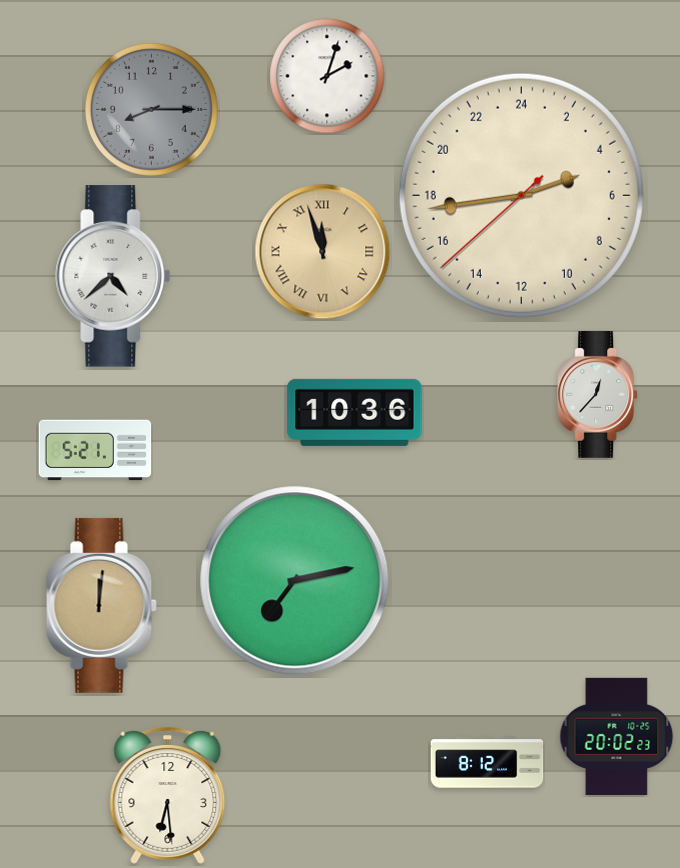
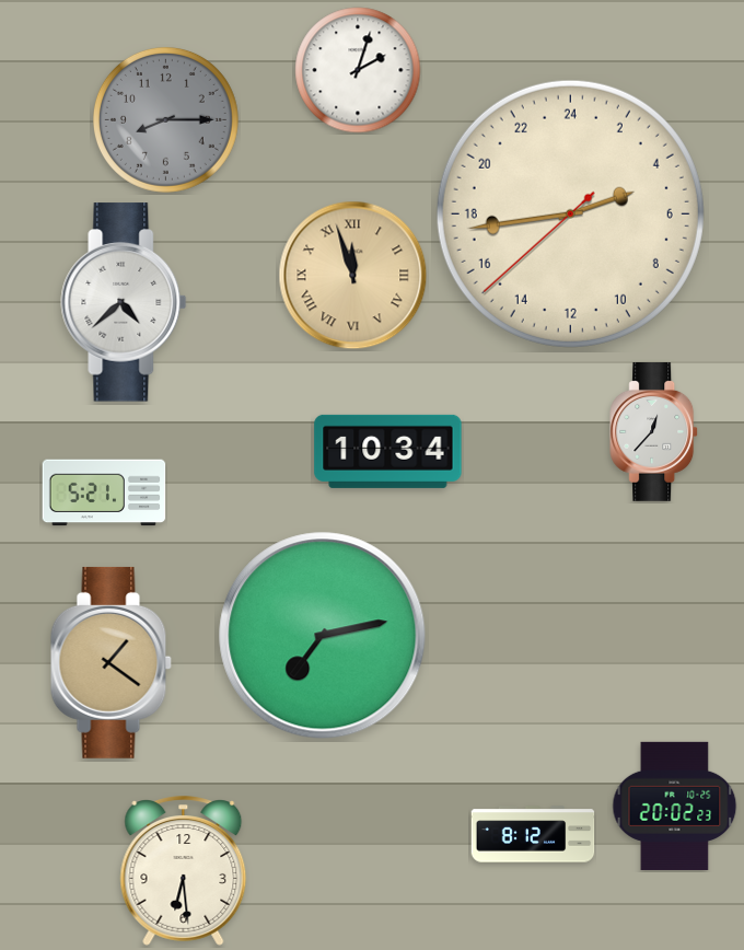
clock at (327, 76) position: (327, 76) -> (358, 70)
clock at (355, 412): 10:36 -> 10:34
clock at (101, 605): 12:01 -> 1:21
